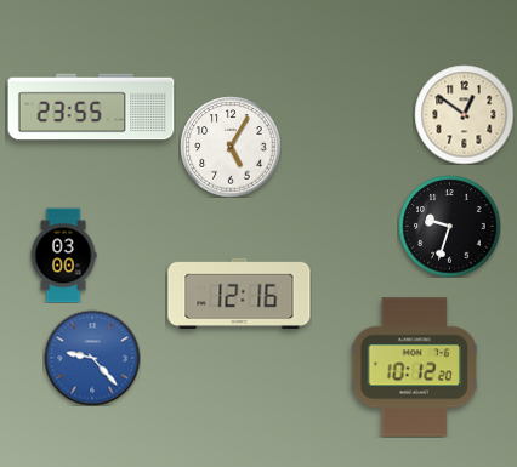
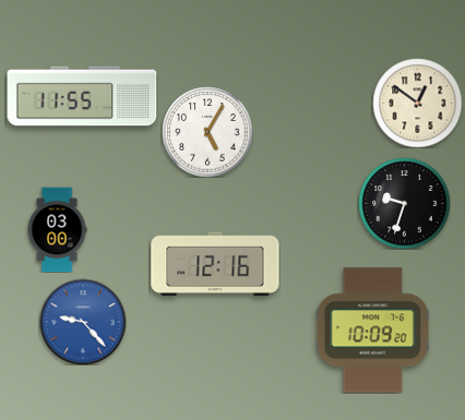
clock at (91, 107): 23:55 -> 11:55
clock at (415, 368): 10:12 -> 10:09
